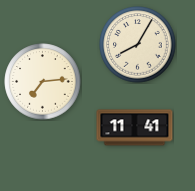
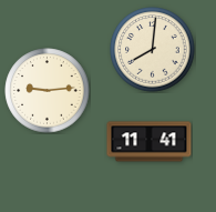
clock at (138, 45): 8:05 -> 8:01
clock at (43, 82): 7:14 -> 9:14
